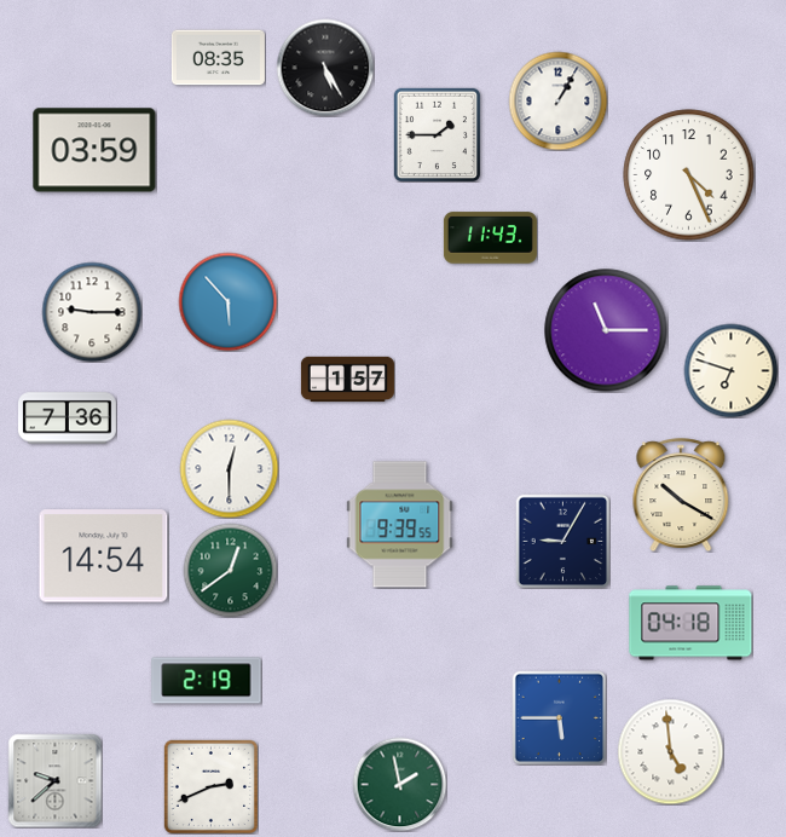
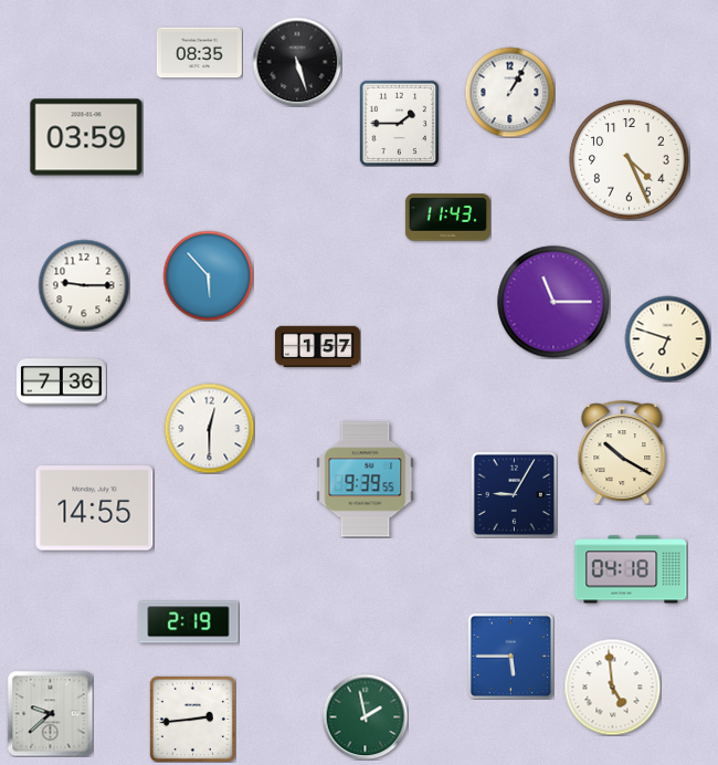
clock at (325, 68): 5:25 -> 5:27
clock at (104, 556): 14:54 -> 14:55
clock at (230, 570): 12:39 -> none
clock at (210, 786): 2:41 -> 2:44
